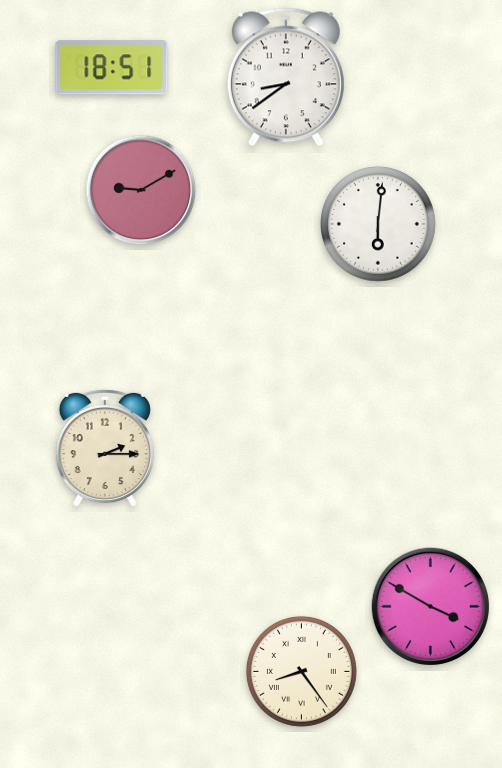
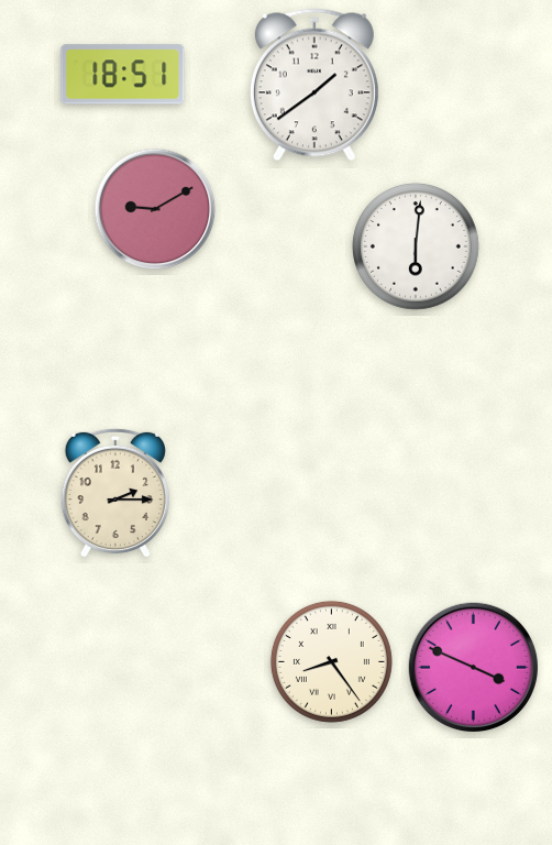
clock at (286, 77): 8:39 -> 1:39
clock at (430, 606): 3:50 -> 3:49
clock at (301, 671) position: (301, 671) -> (331, 661)
